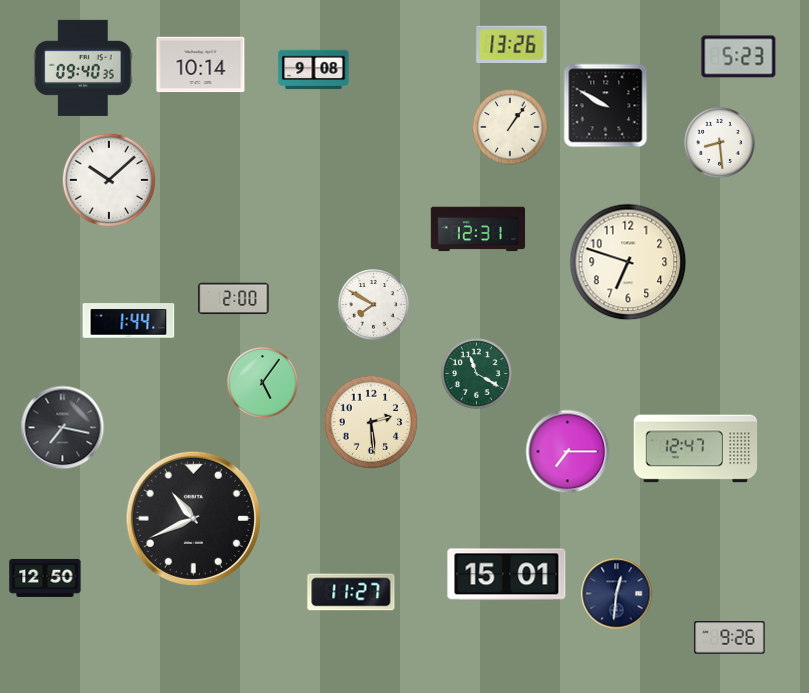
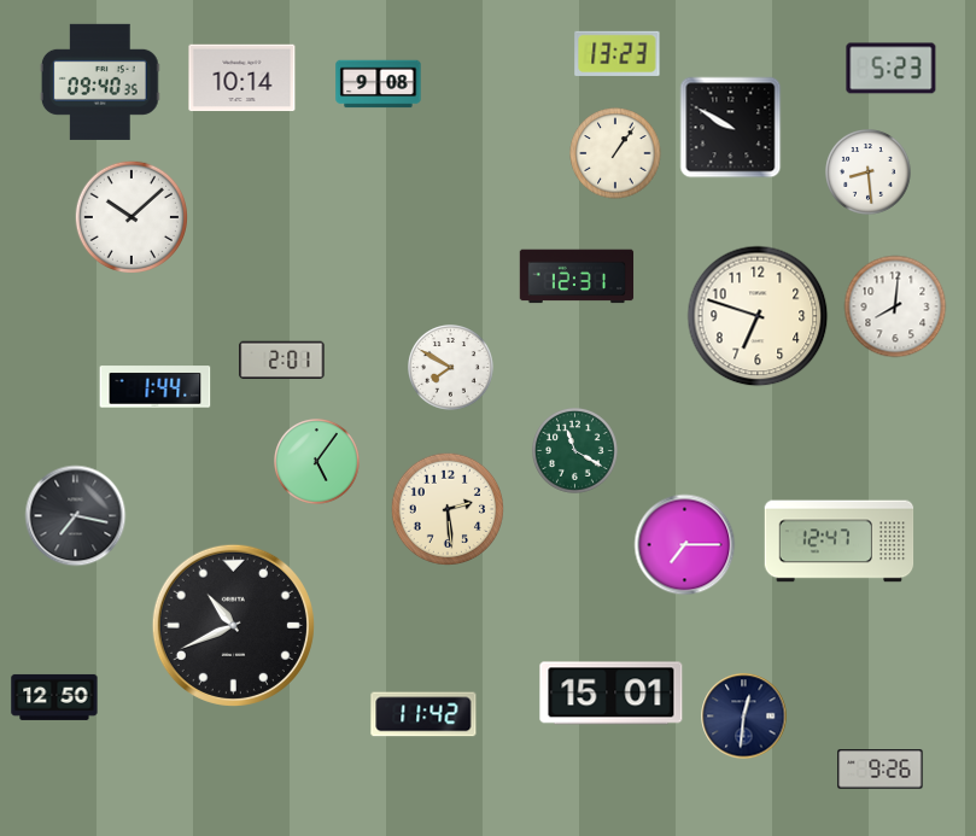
clock at (512, 44): 13:26 -> 13:23
clock at (895, 306): none -> 8:01
clock at (234, 299): 2:00 -> 2:01
clock at (351, 592): 11:27 -> 11:42
